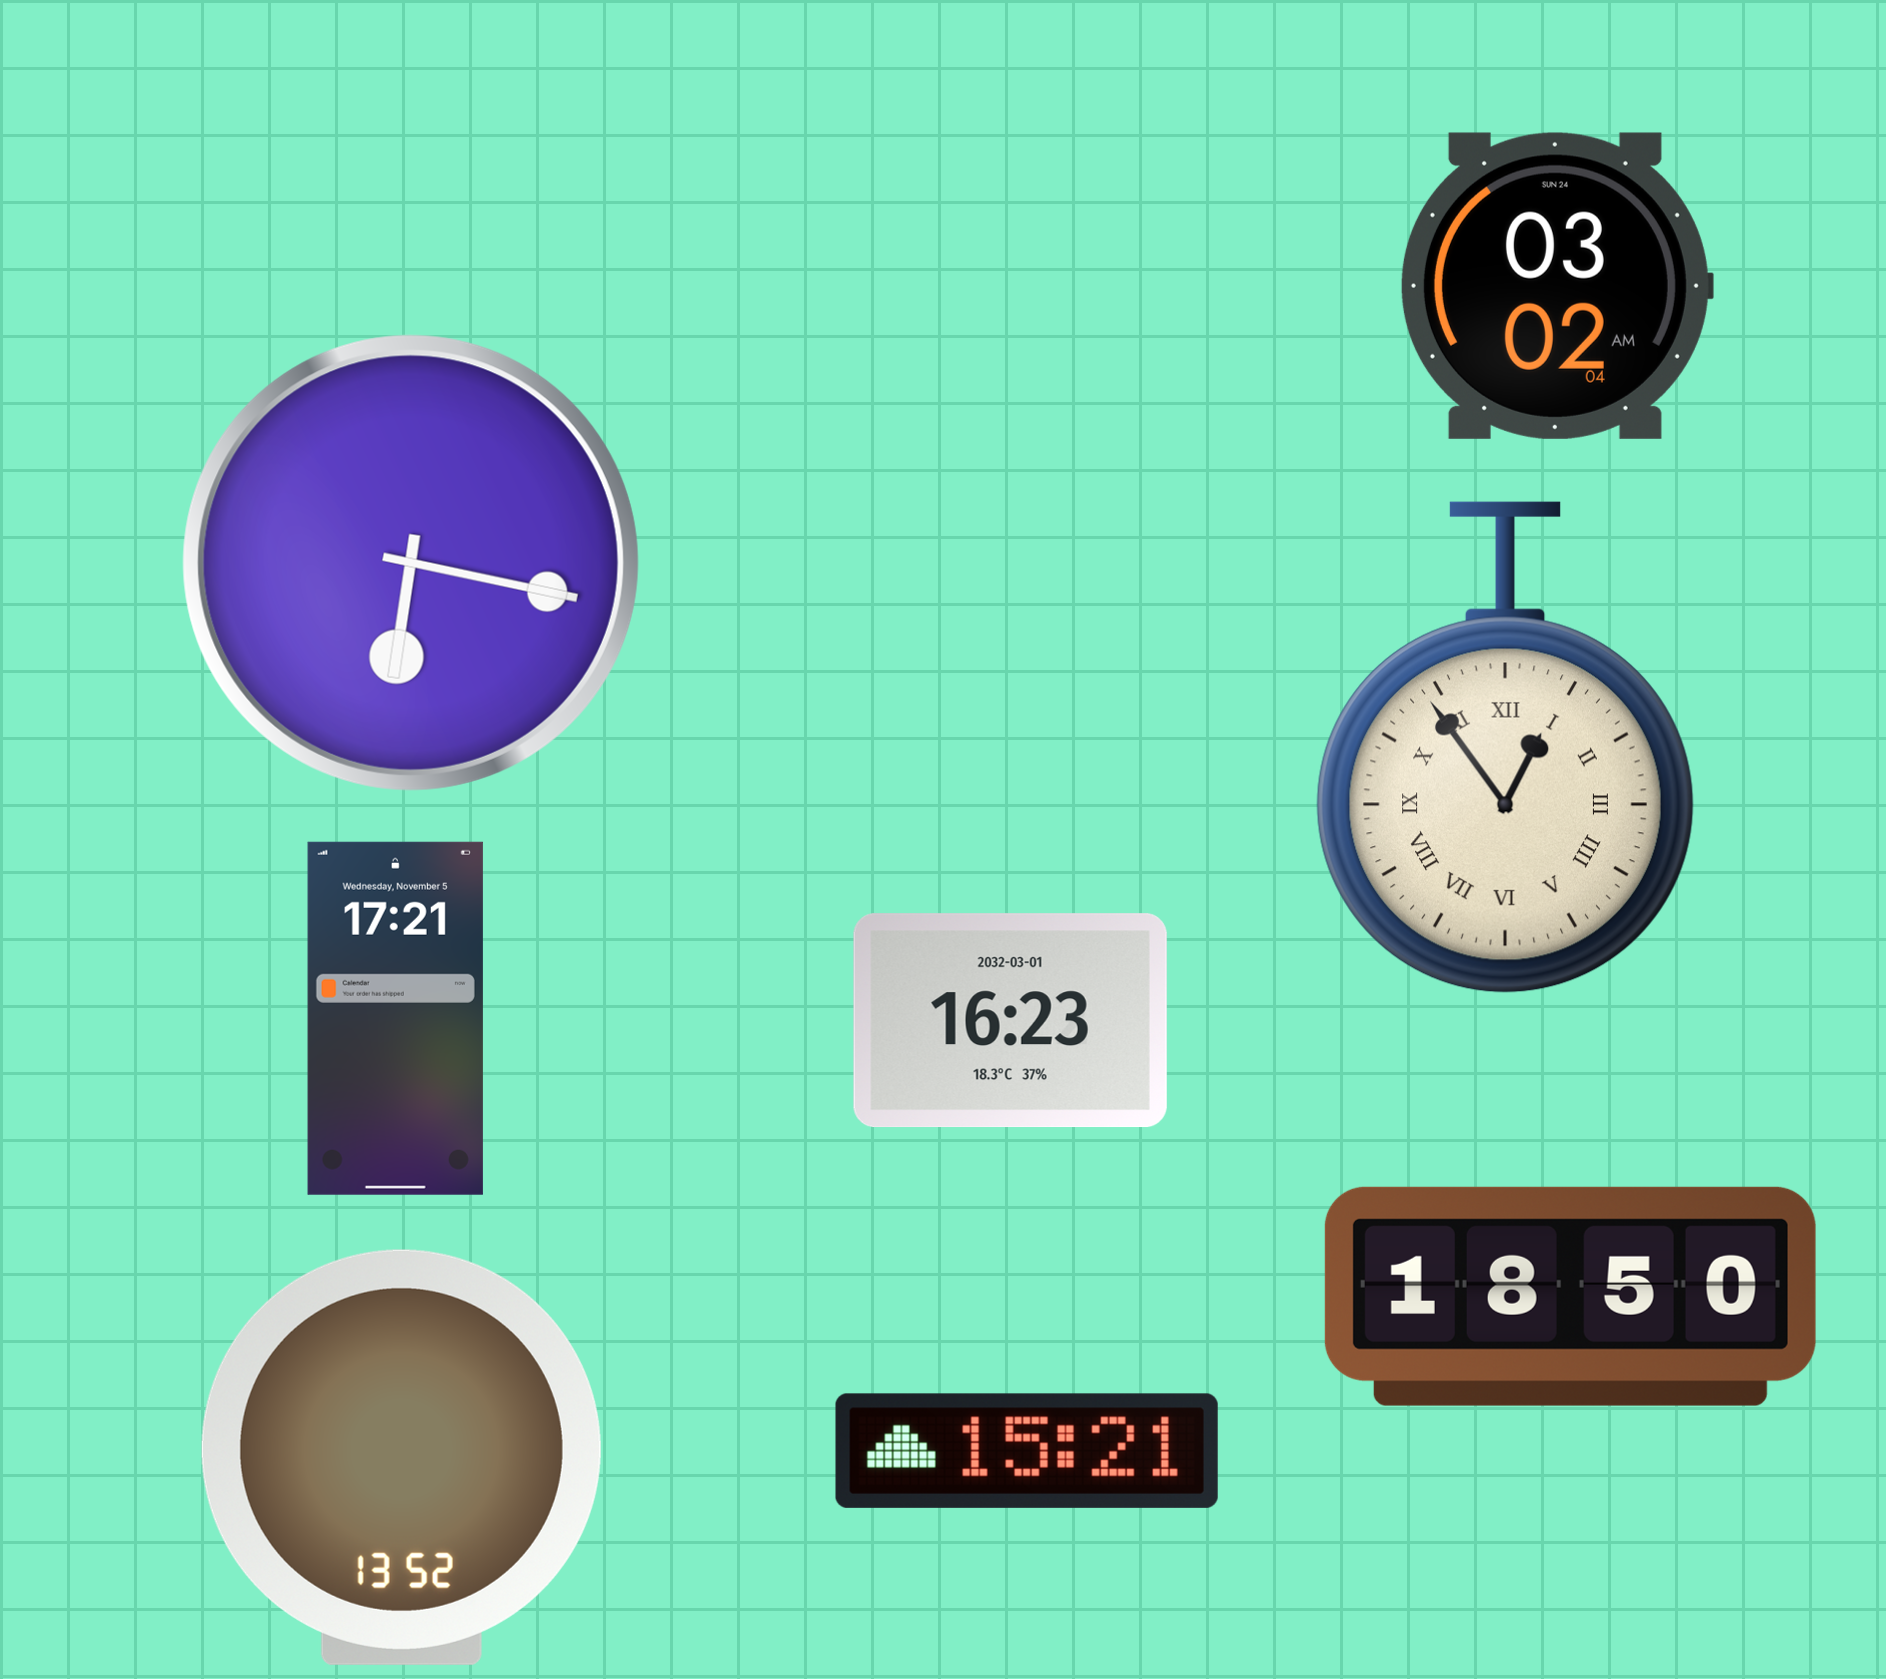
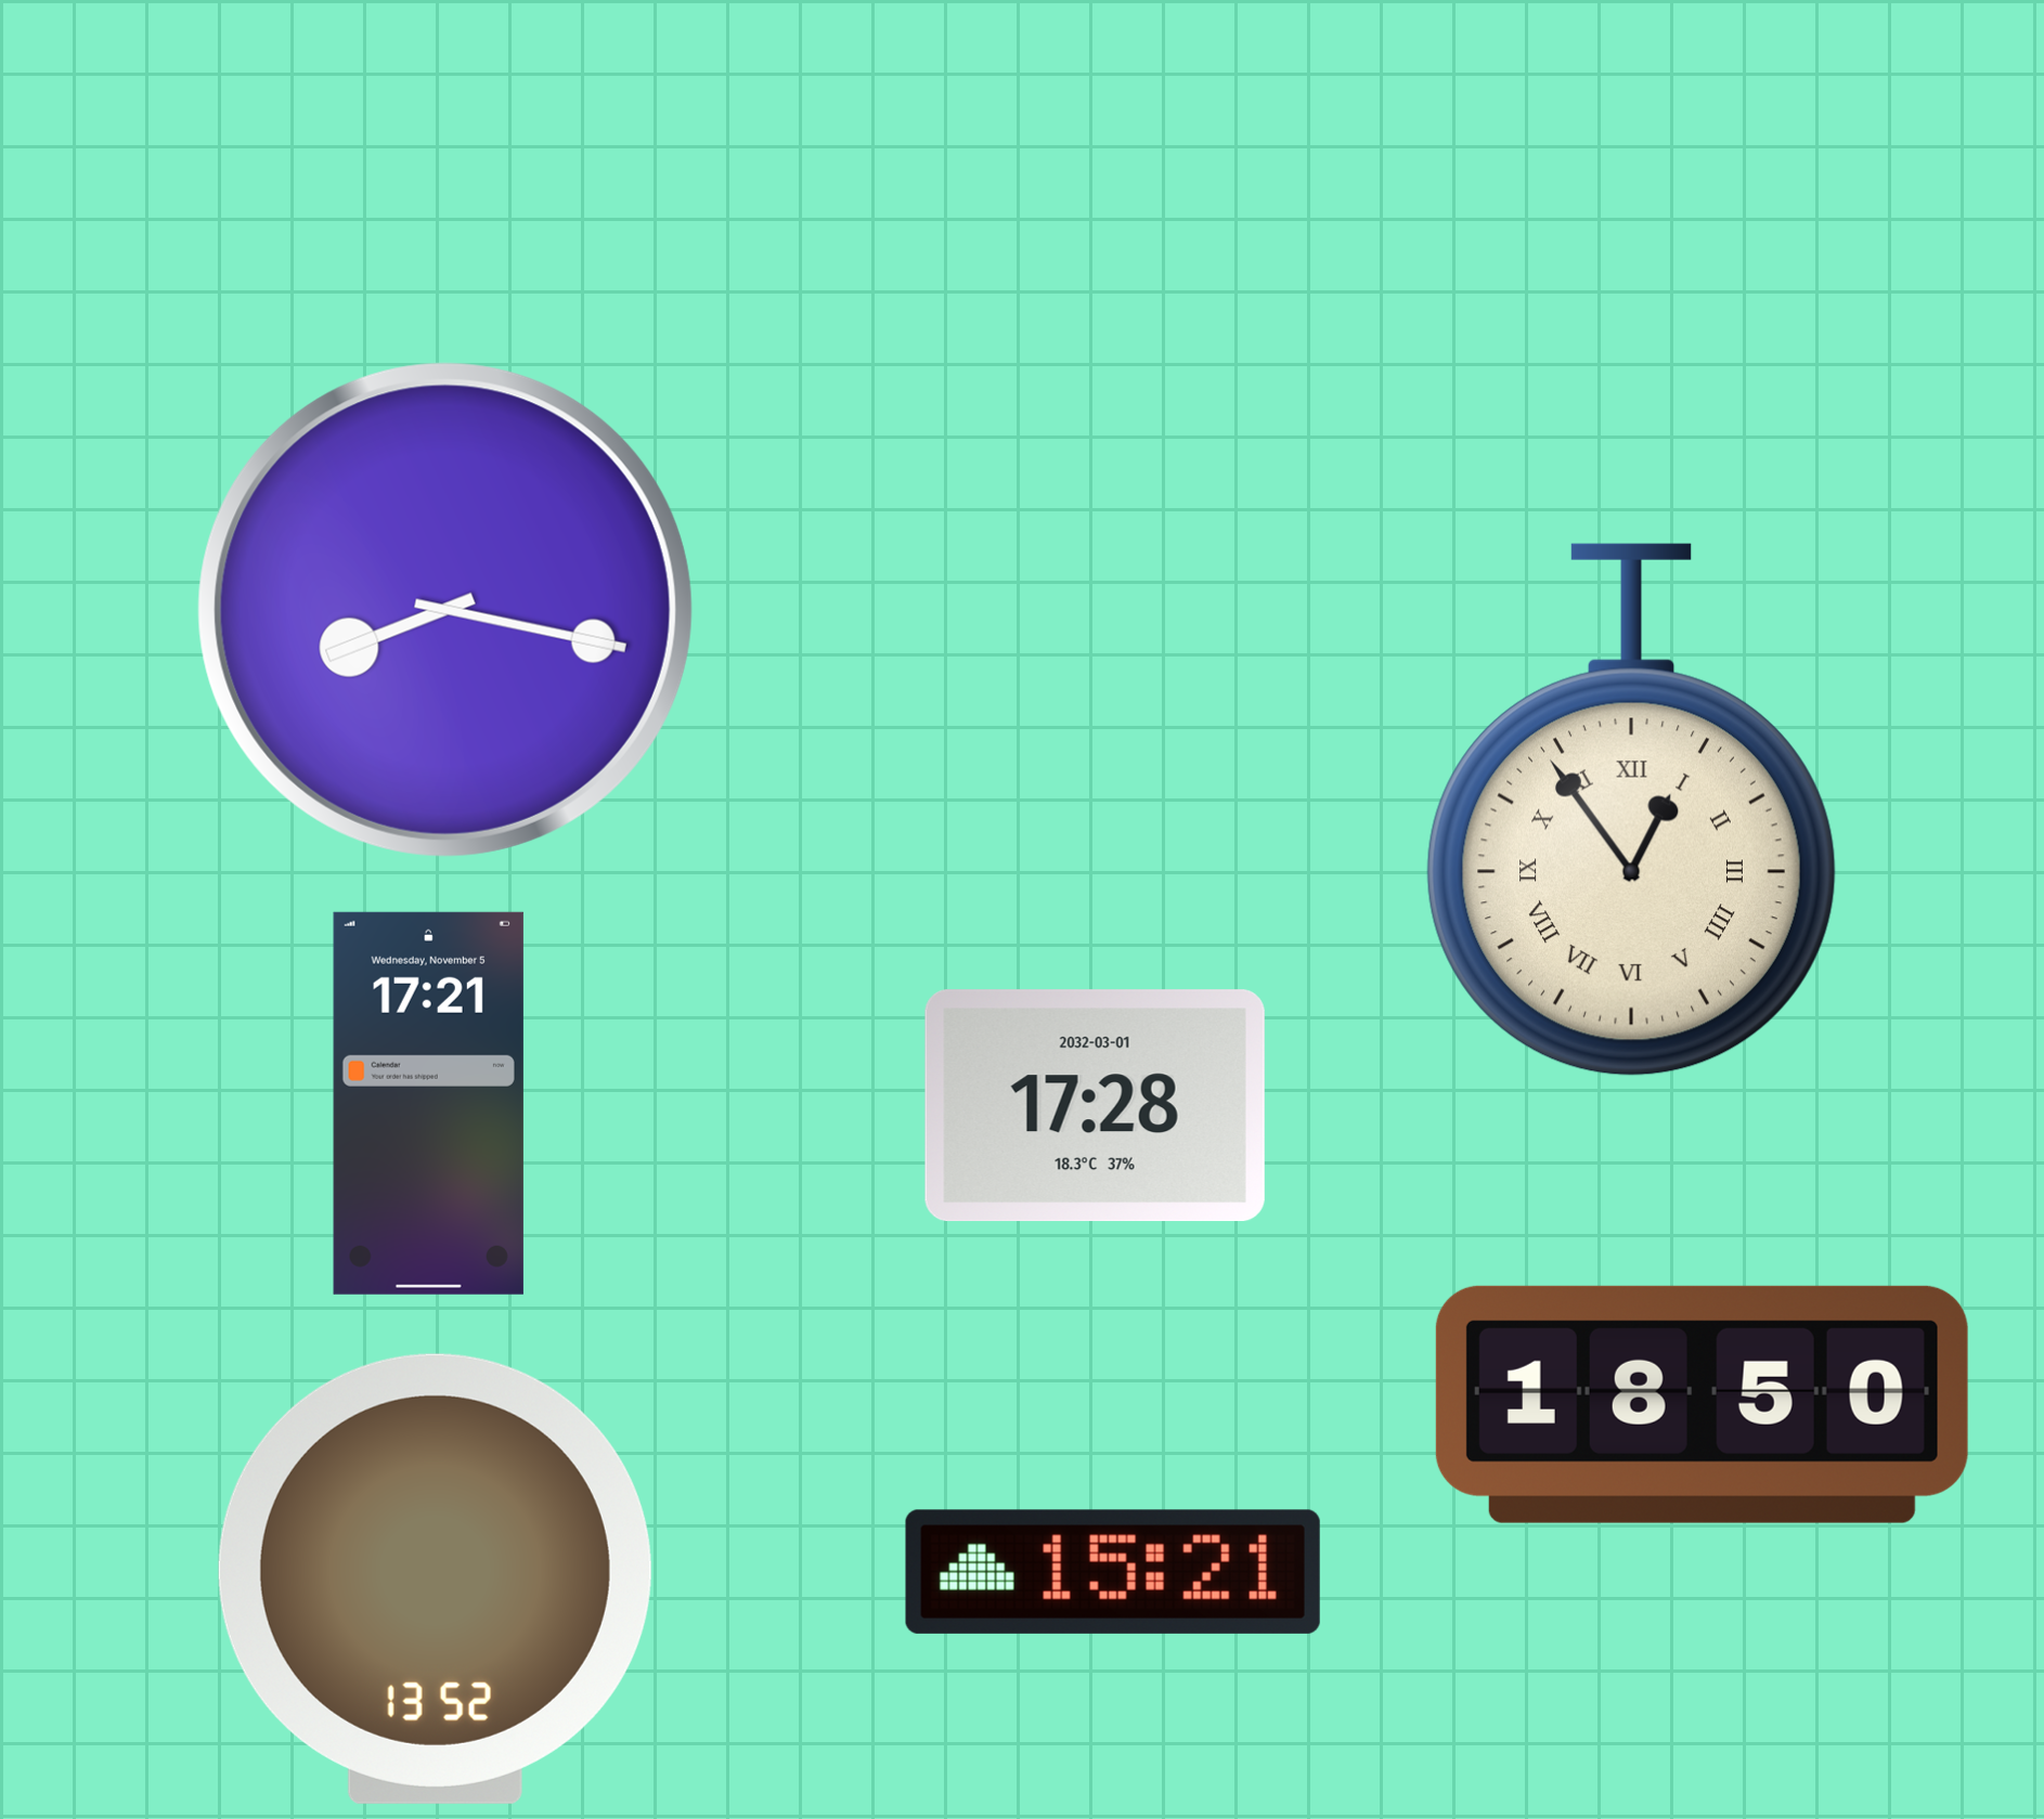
clock at (1556, 286): 03:02 -> none
clock at (411, 563): 6:17 -> 8:17
clock at (1010, 1021): 16:23 -> 17:28
